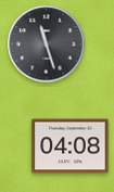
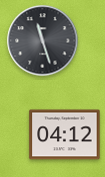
clock at (71, 146): 04:08 -> 04:12
